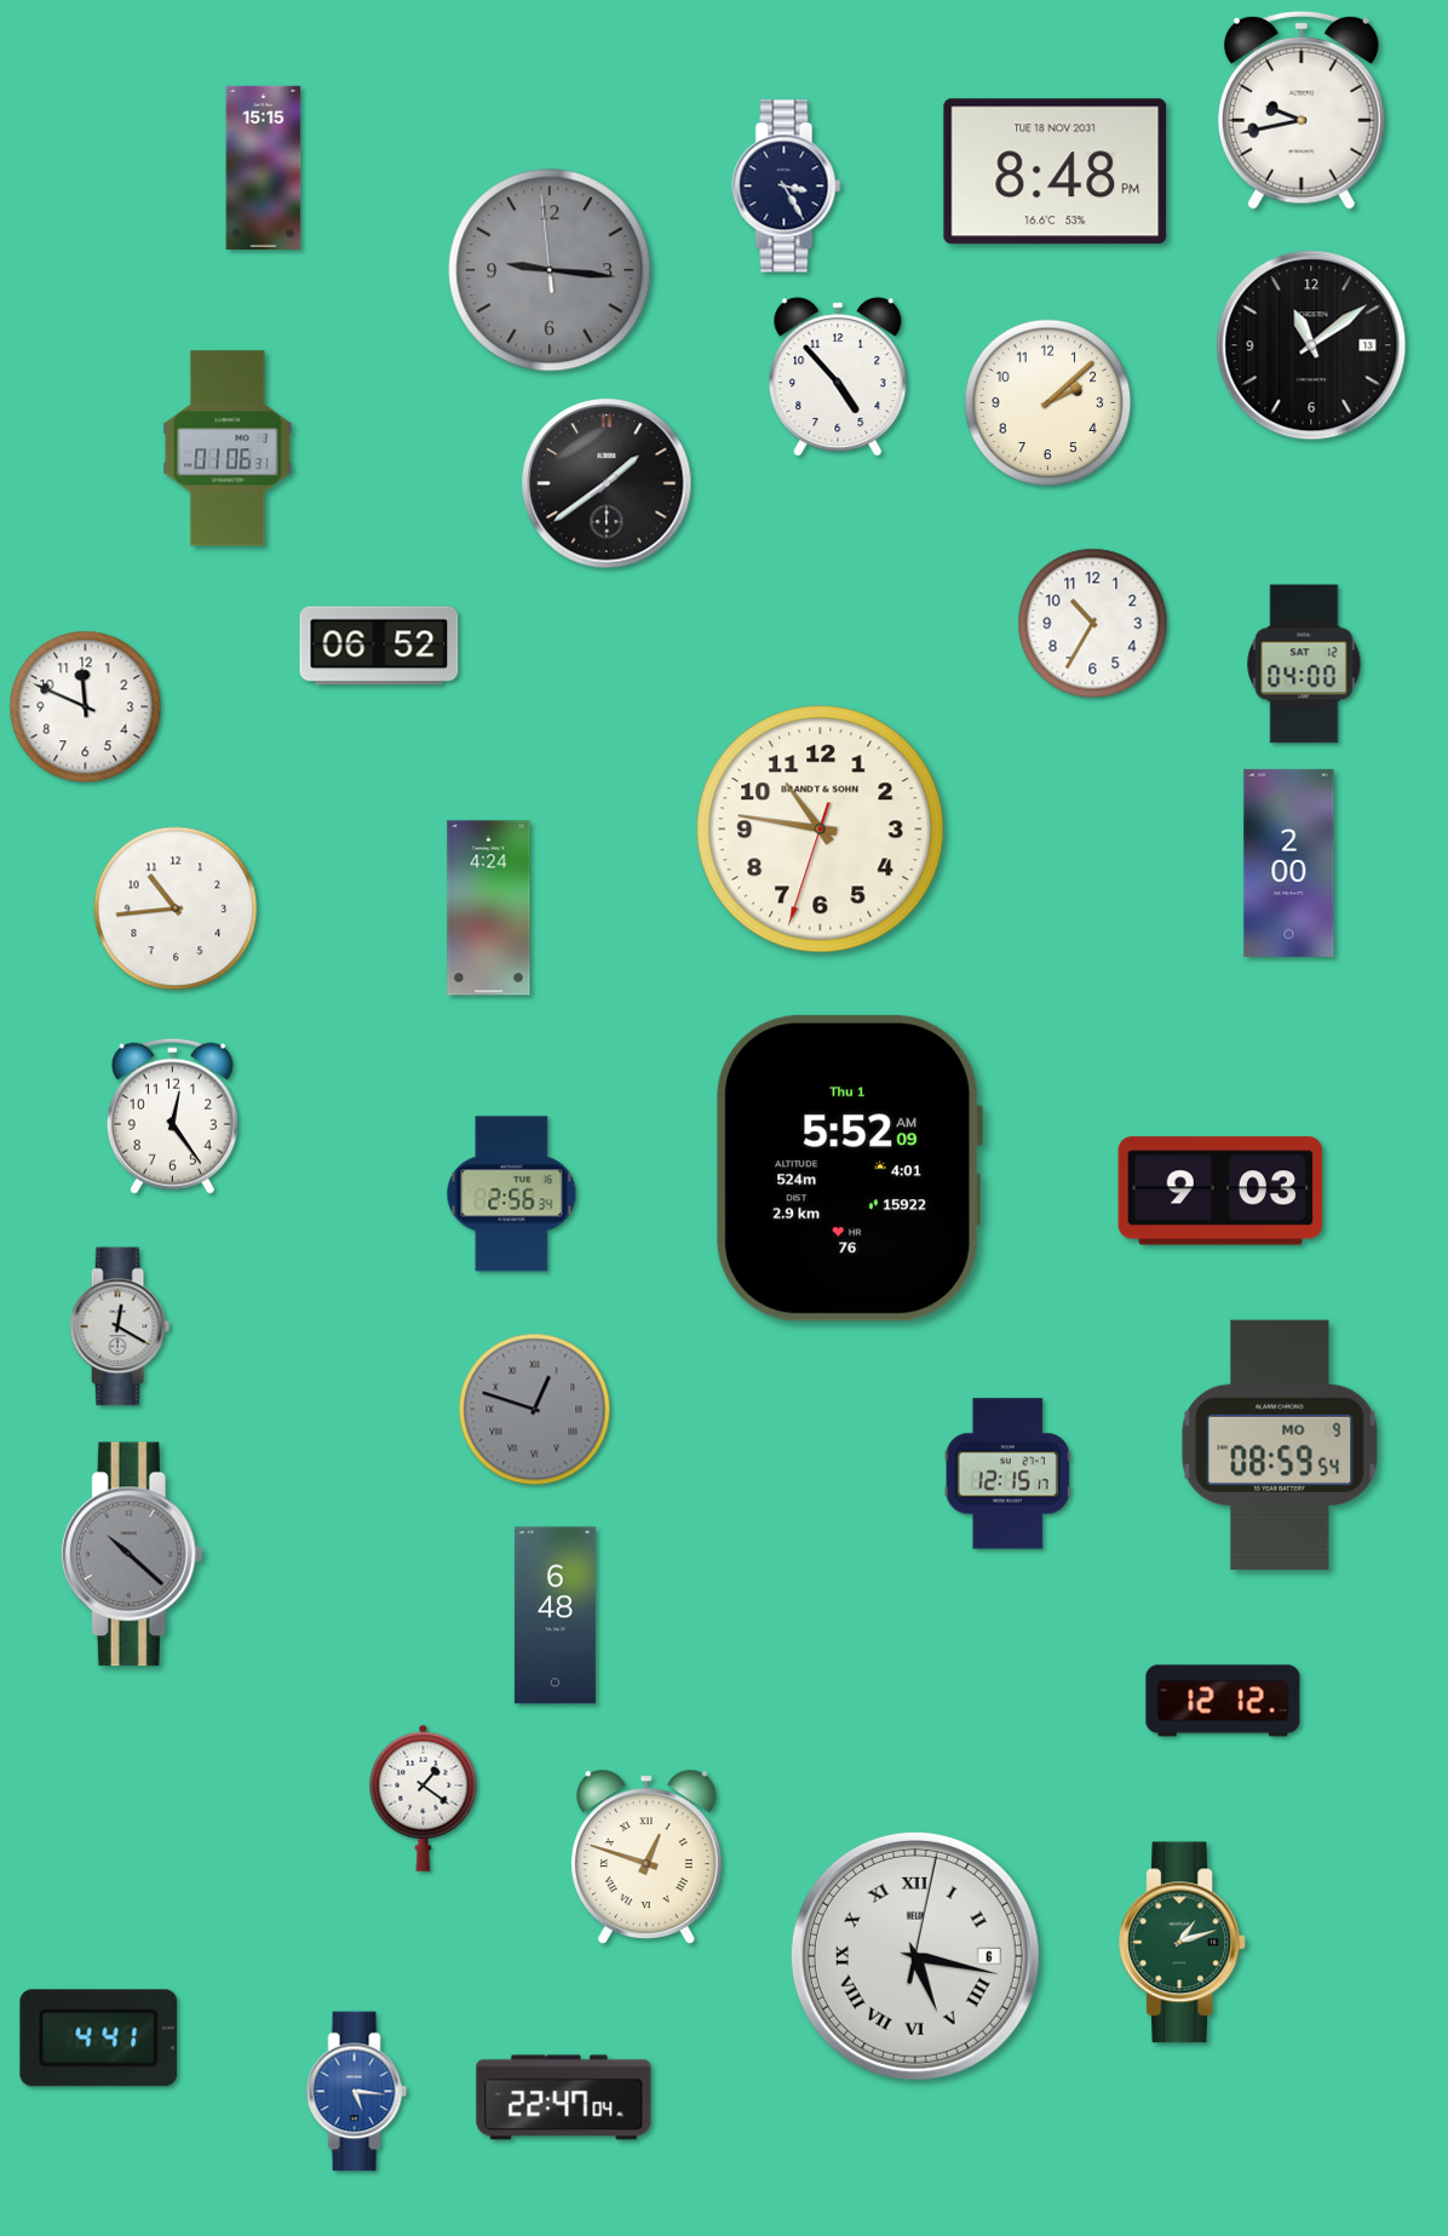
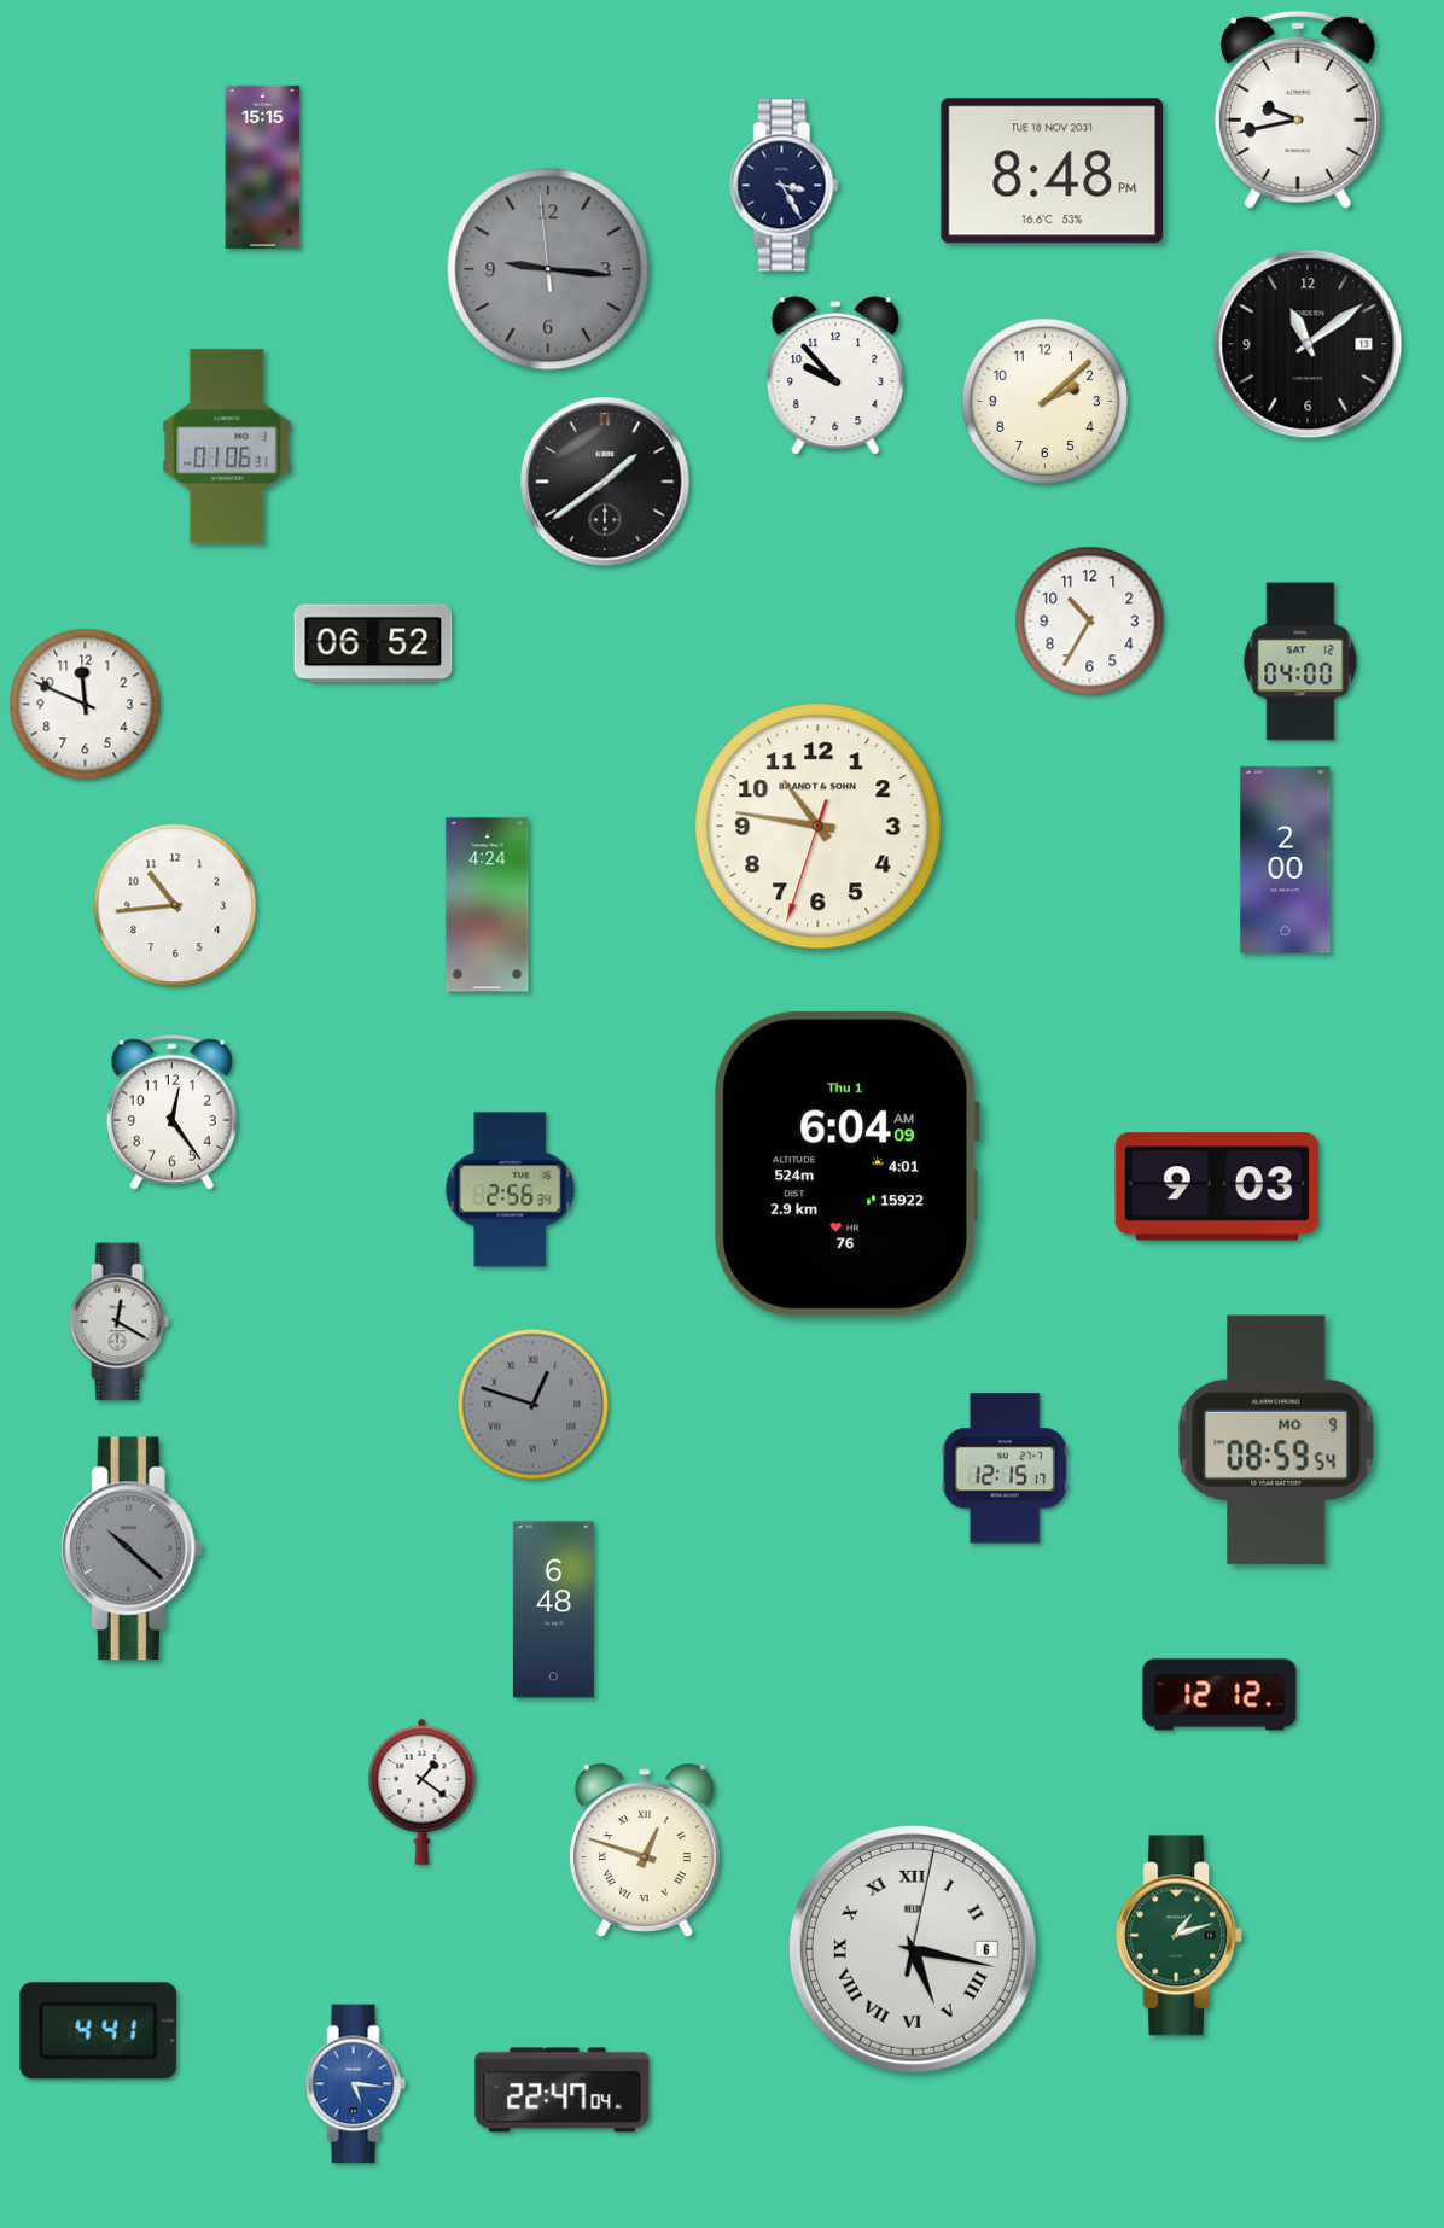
clock at (838, 377): 4:53 -> 9:53
clock at (379, 646) position: (379, 646) -> (373, 643)
clock at (849, 1169): 5:52 -> 6:04
